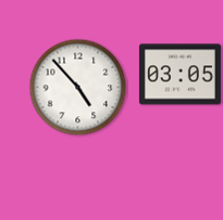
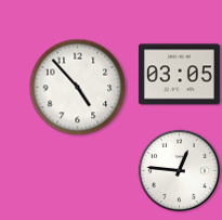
clock at (180, 171): none -> 12:46
